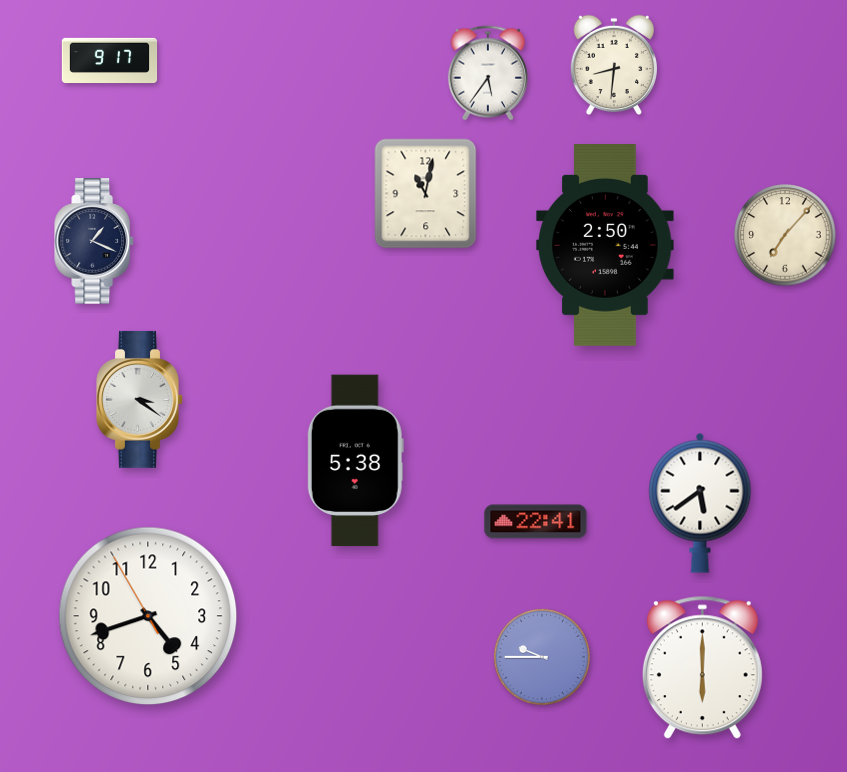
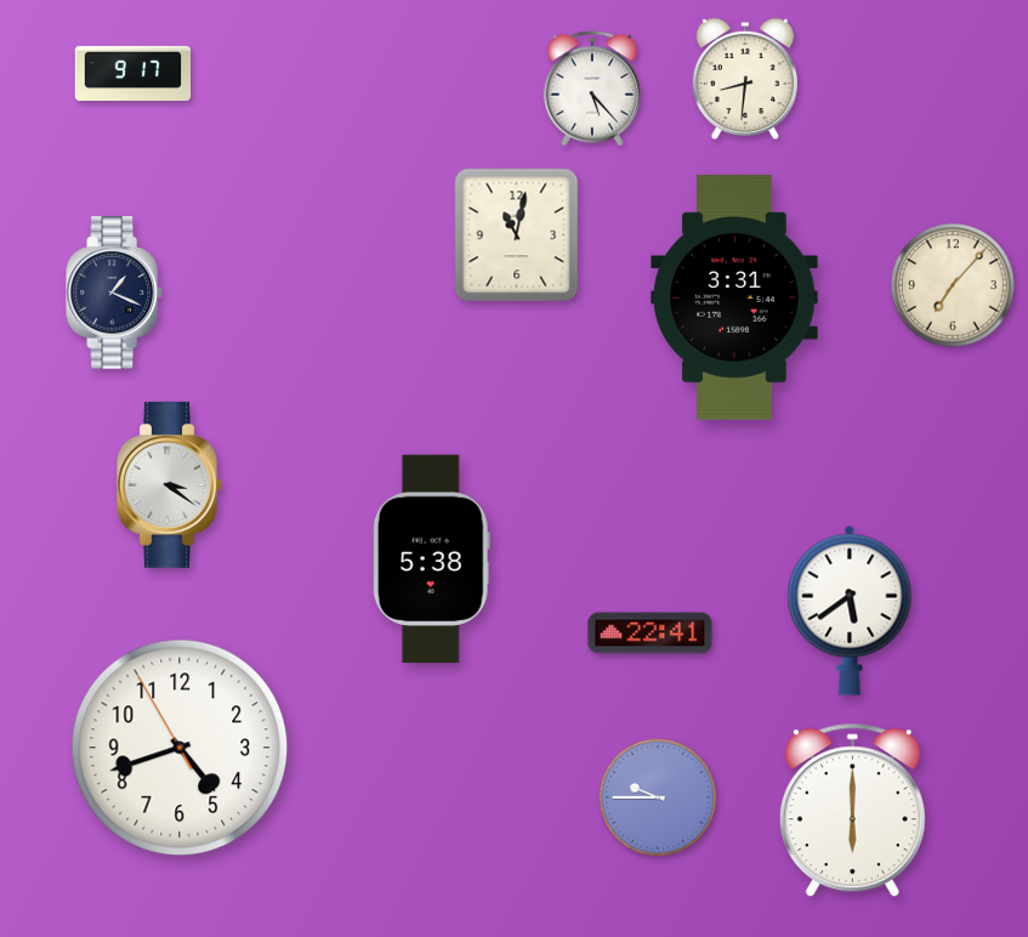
clock at (488, 73): 5:36 -> 5:23
clock at (605, 246): 2:50 -> 3:31
